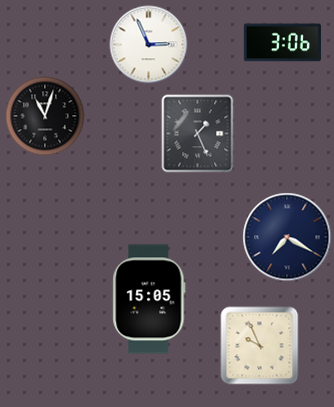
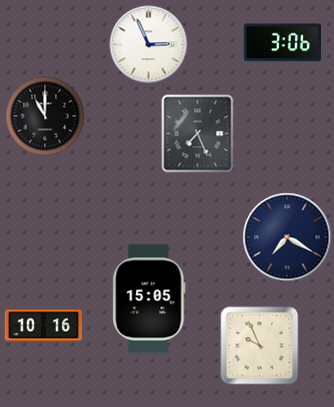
clock at (45, 116): 11:03 -> 11:00
clock at (198, 133): 1:26 -> 7:26
clock at (43, 326): none -> 10:16
